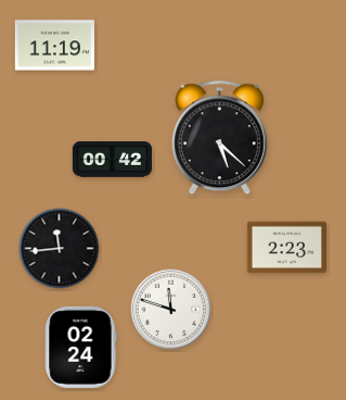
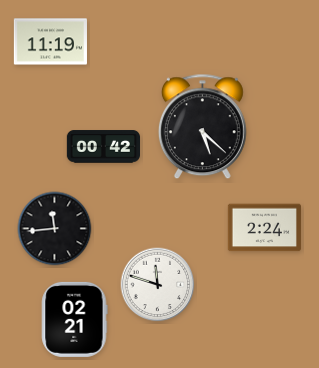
clock at (286, 248): 2:23 -> 2:24
clock at (81, 347): 02:24 -> 02:21
